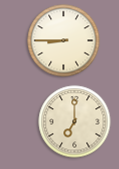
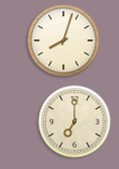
clock at (64, 41): 8:45 -> 8:03
